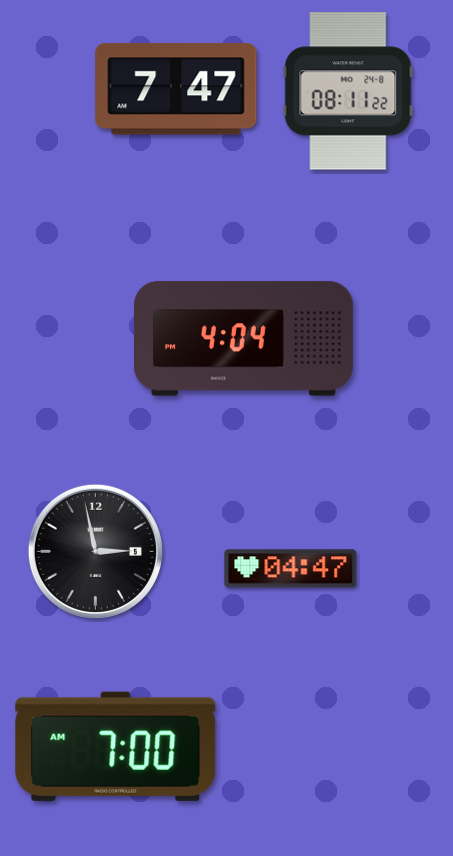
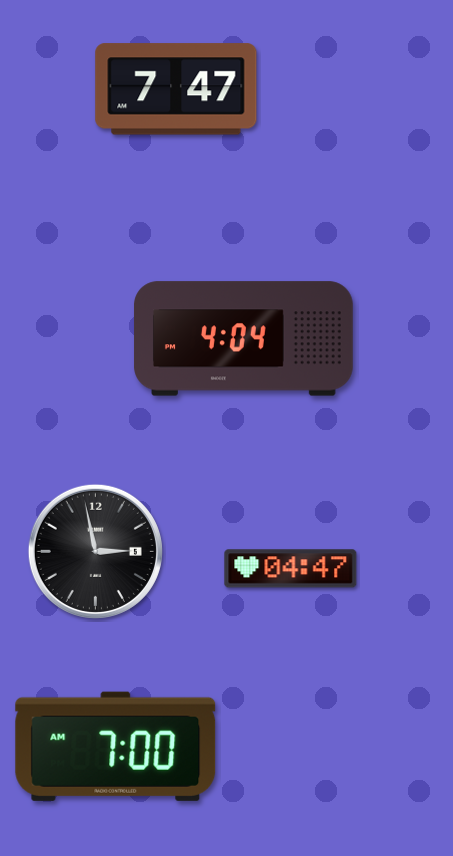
clock at (348, 91): 08:11 -> none
